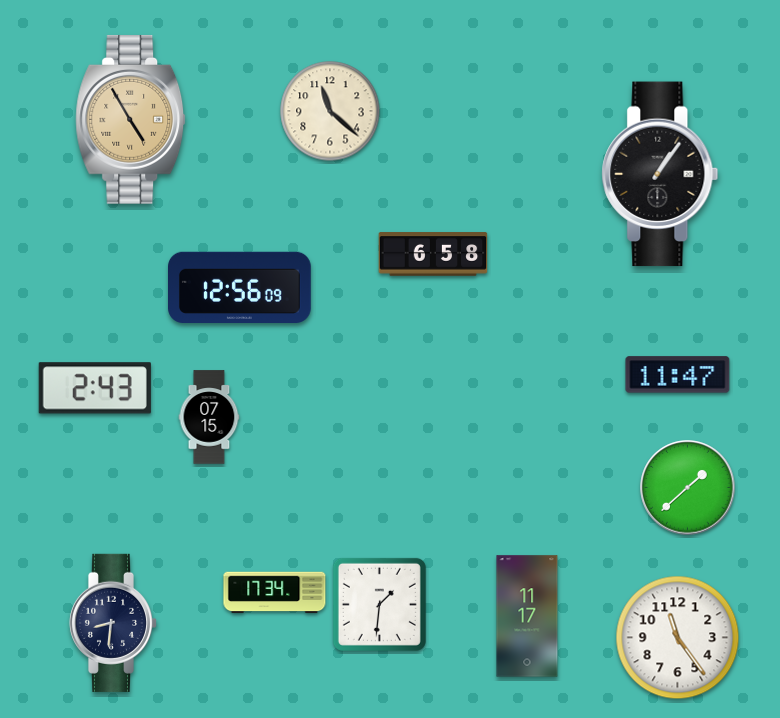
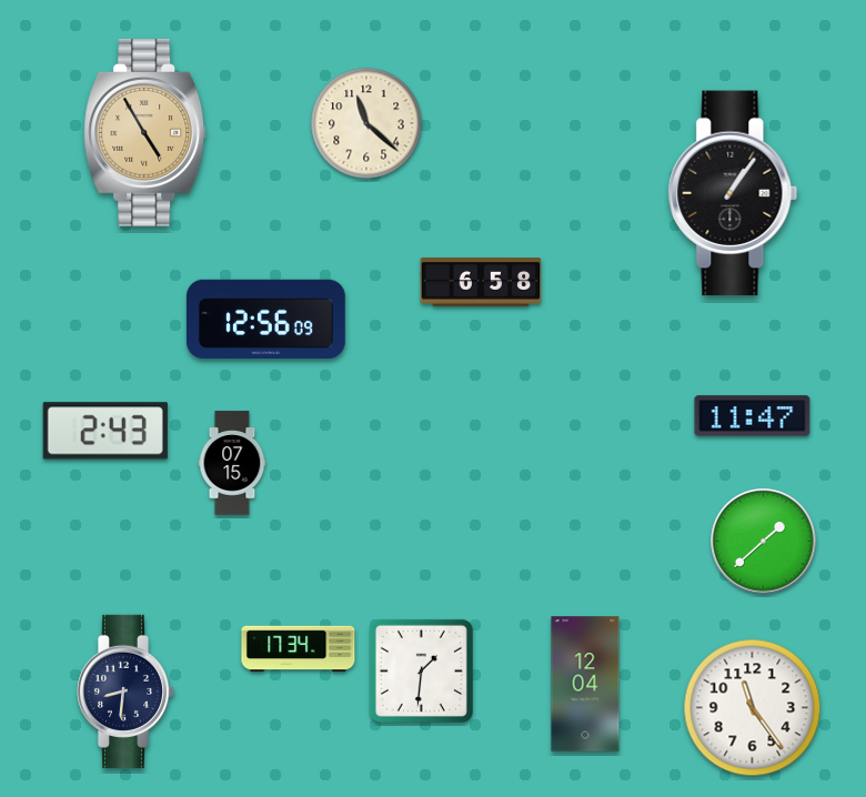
clock at (275, 593) position: (275, 593) -> (299, 649)
clock at (527, 616): 11:17 -> 12:04
